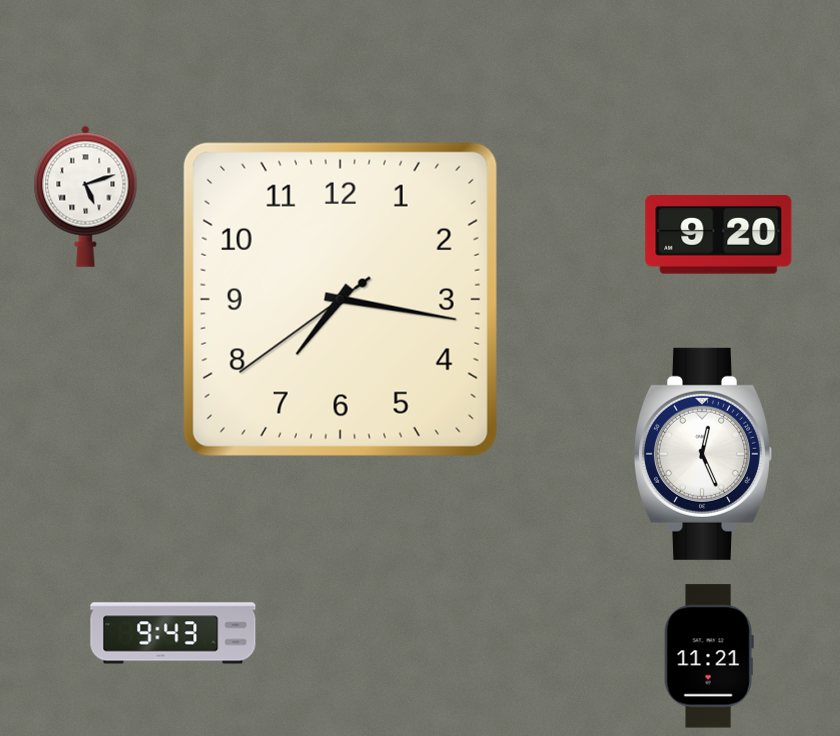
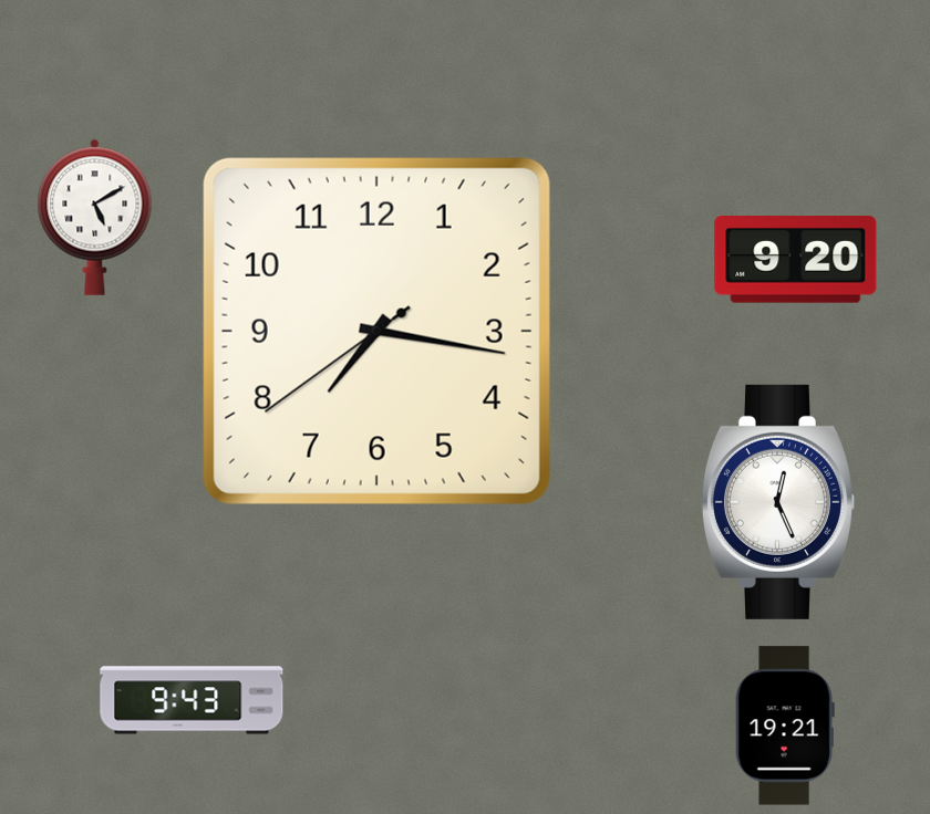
clock at (86, 196): 5:12 -> 5:10
clock at (709, 656): 11:21 -> 19:21
